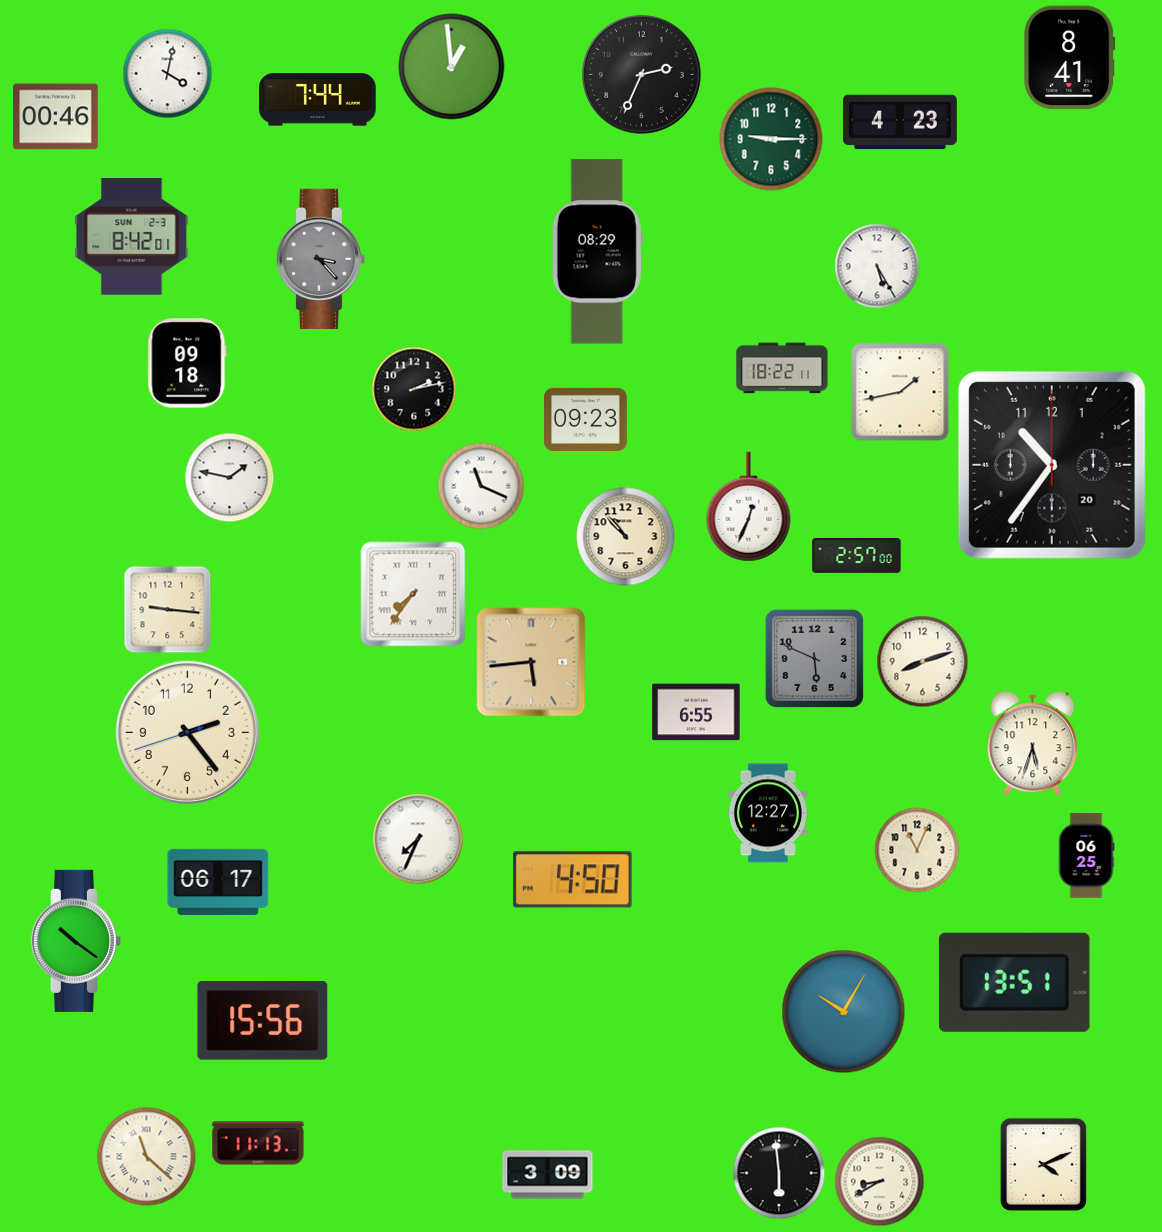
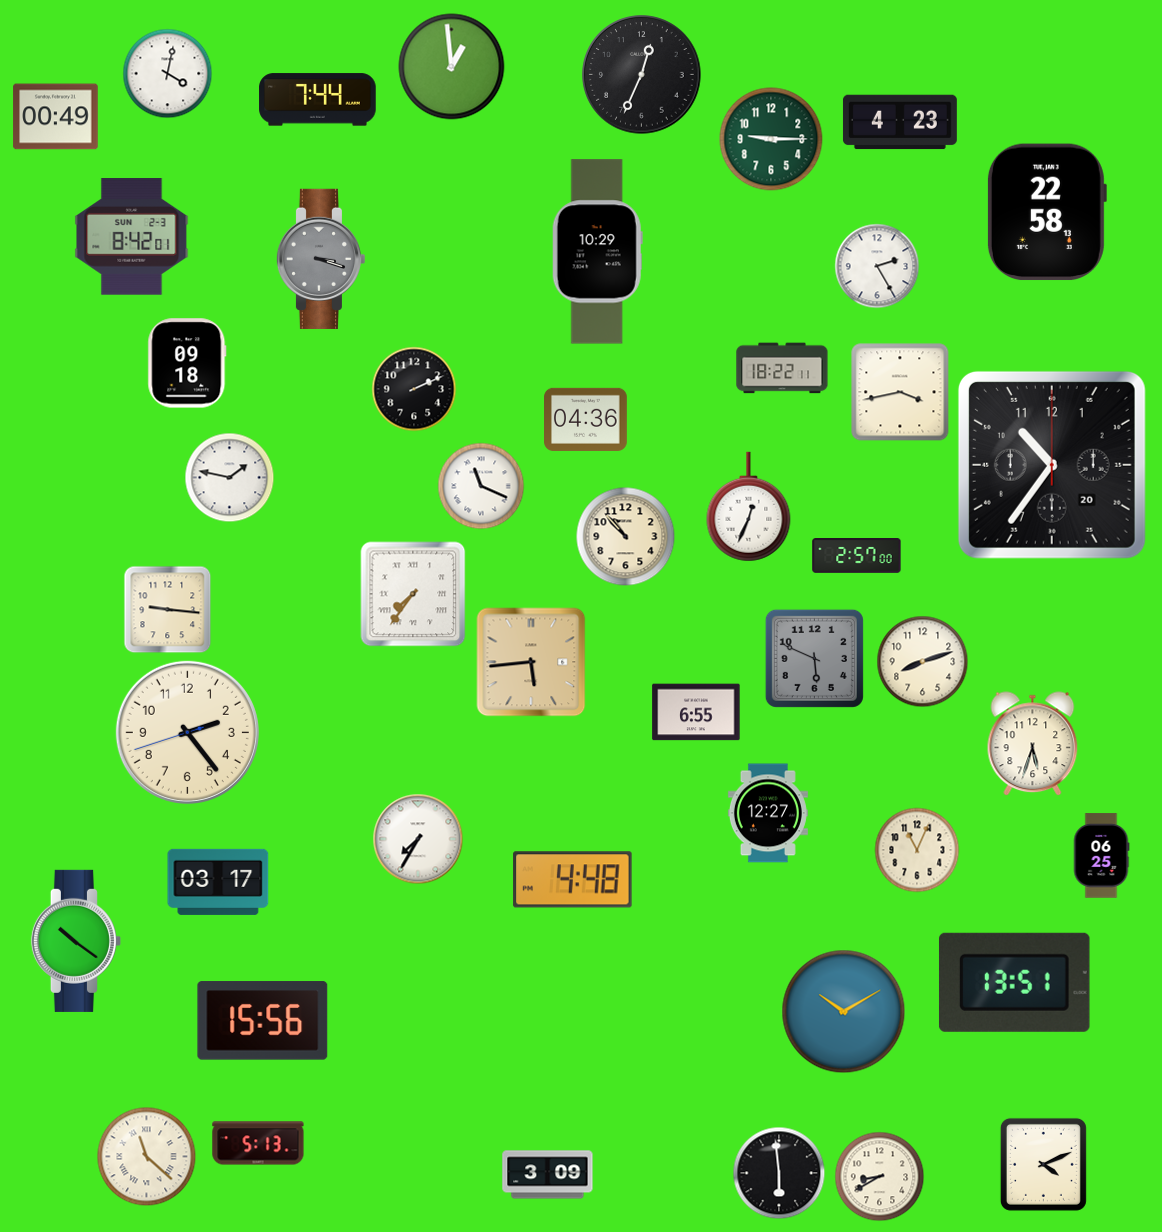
clock at (1070, 58): 8:41 -> none
clock at (642, 75): 2:34 -> 12:34
clock at (56, 117): 00:46 -> 00:49
clock at (1046, 212): none -> 22:58
clock at (597, 252): 08:29 -> 10:29
clock at (320, 259): 3:23 -> 3:18
clock at (877, 266): 5:25 -> 2:25
clock at (414, 389): 2:13 -> 2:11
clock at (900, 392): 1:43 -> 3:43
clock at (586, 419): 09:23 -> 04:36
clock at (418, 839): 7:34 -> 7:35
clock at (1086, 856) position: (1086, 856) -> (1101, 856)
clock at (573, 880): 4:50 -> 4:48
clock at (218, 882): 06:17 -> 03:17
clock at (844, 1012): 10:05 -> 10:10
clock at (258, 1143): 11:13 -> 5:13
clock at (880, 1182) position: (880, 1182) -> (880, 1177)
